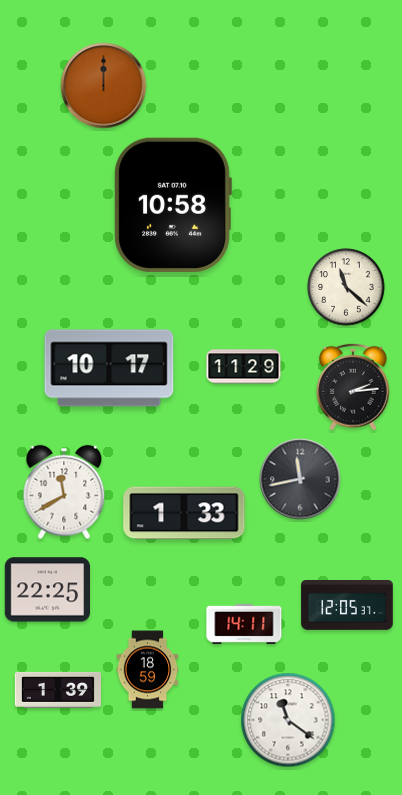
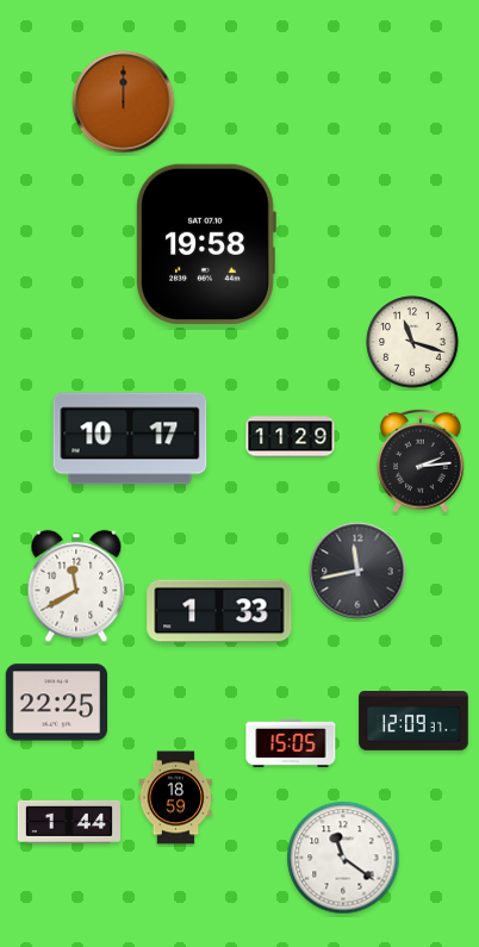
clock at (173, 205): 10:58 -> 19:58
clock at (346, 287): 11:22 -> 11:18
clock at (347, 606): 12:05 -> 12:09
clock at (244, 624): 14:11 -> 15:05
clock at (57, 690): 1:39 -> 1:44
